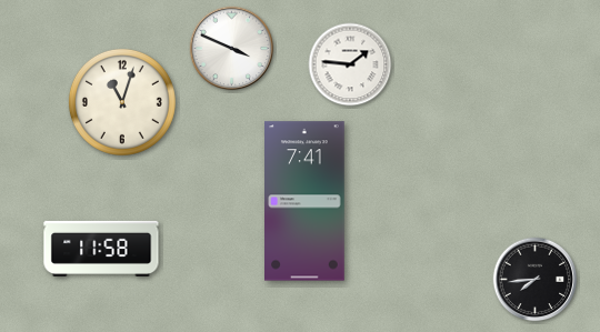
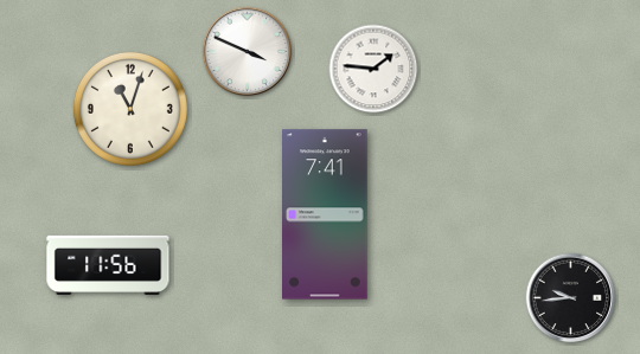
clock at (101, 249): 11:58 -> 11:56
clock at (536, 280): 7:44 -> 9:44
